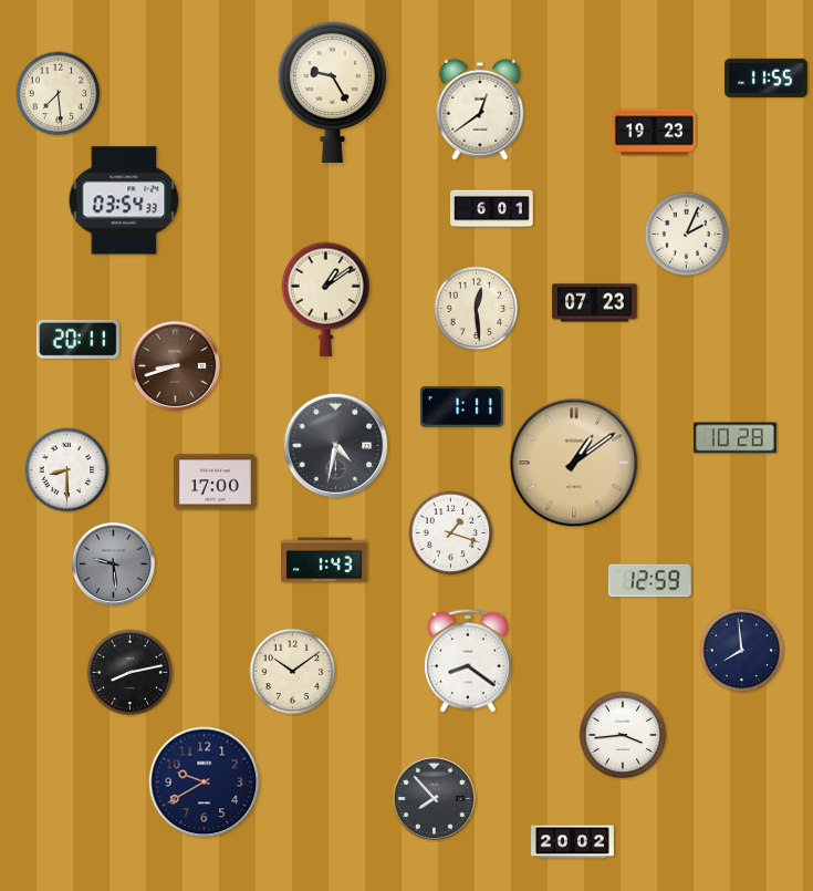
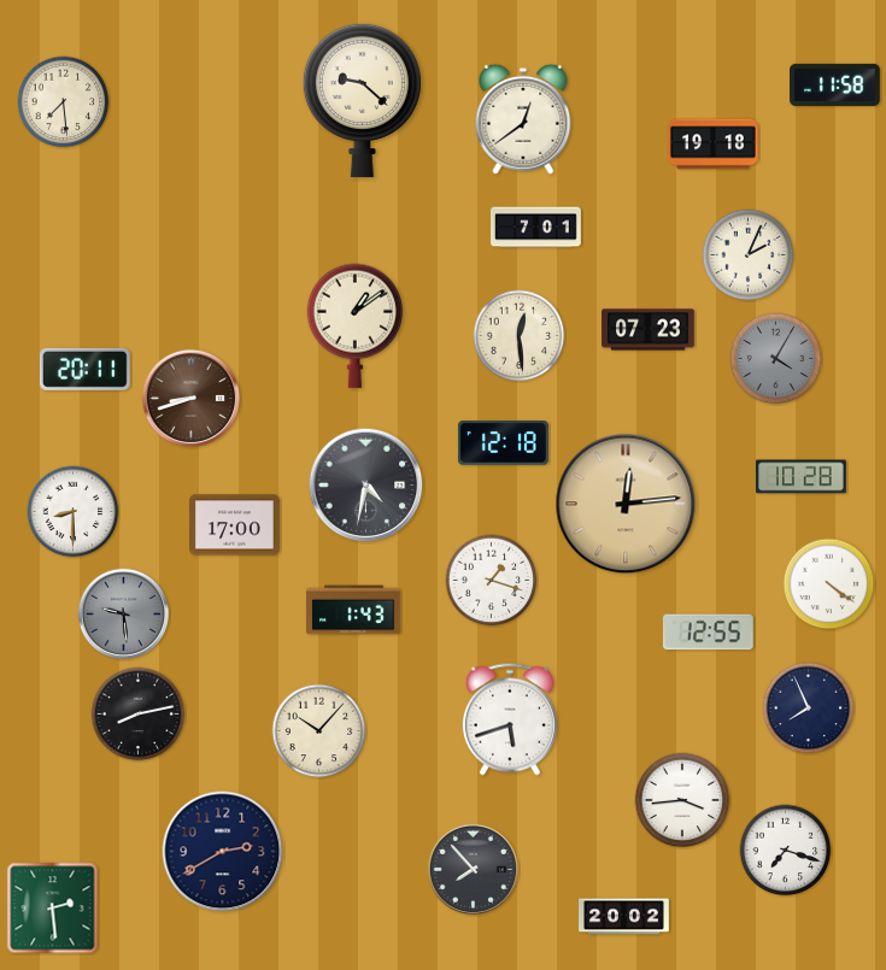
clock at (767, 77): 11:55 -> 11:58
clock at (332, 92): 9:25 -> 9:22
clock at (655, 133): 19:23 -> 19:18
clock at (124, 200): 03:54 -> none
clock at (492, 209): 6:01 -> 7:01
clock at (776, 359): none -> 4:05
clock at (461, 407): 1:11 -> 12:18
clock at (574, 463): 1:09 -> 12:14
clock at (829, 584): none -> 4:21
clock at (649, 581): 12:59 -> 12:55
clock at (742, 651): 7:59 -> 7:56
clock at (468, 661): 8:21 -> 5:42
clock at (293, 672): 10:09 -> 10:07
clock at (131, 673) position: (131, 673) -> (139, 715)
clock at (623, 735) position: (623, 735) -> (682, 800)
clock at (786, 851): none -> 7:18
clock at (205, 783): 9:40 -> 2:40
clock at (53, 909): none -> 2:29
